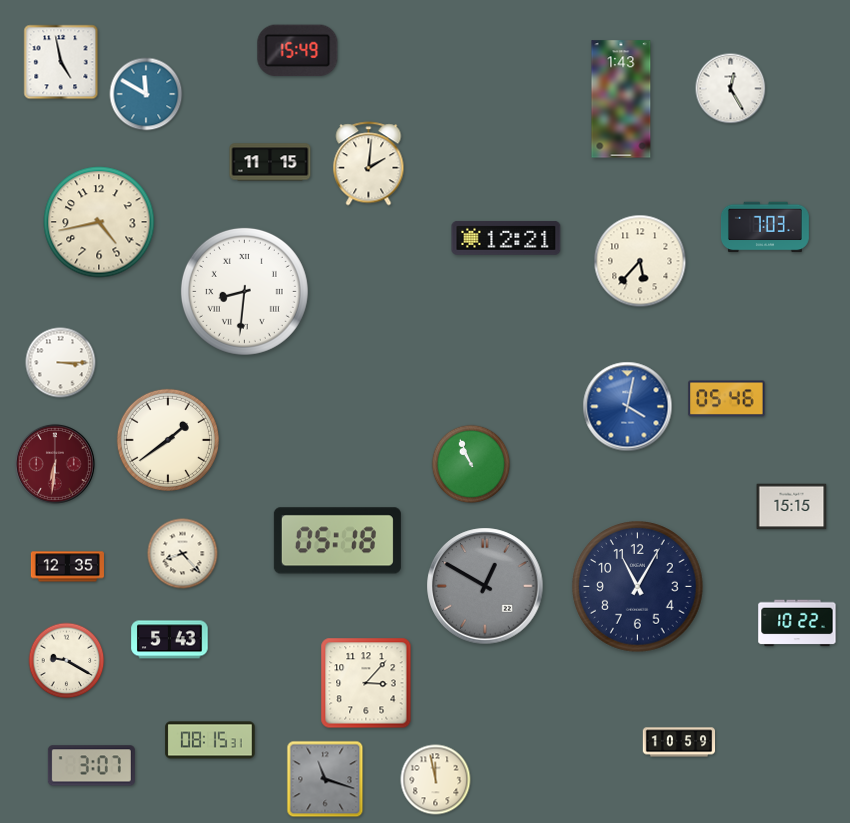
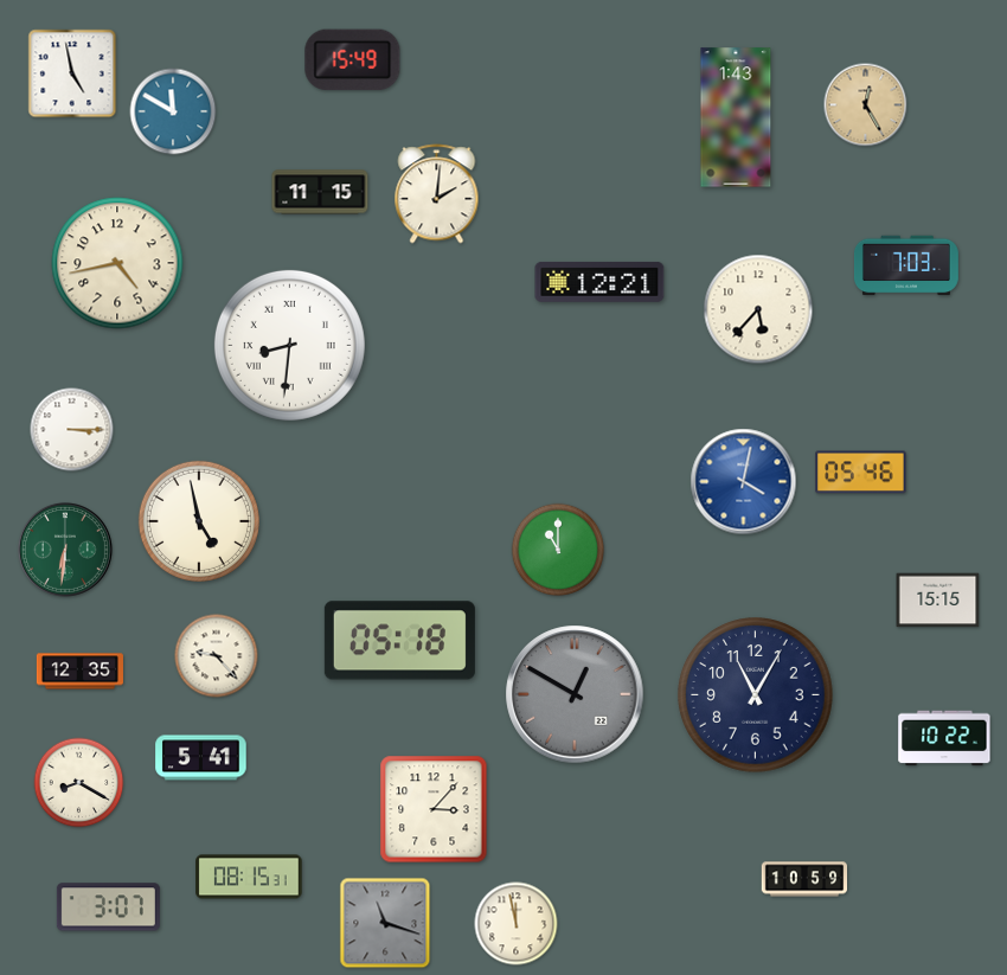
clock at (731, 89) dial: white -> champagne
clock at (765, 227) position: (765, 227) -> (906, 265)
clock at (168, 440): 1:39 -> 4:58
clock at (55, 464) dial: burgundy -> green
clock at (471, 464): 10:56 -> 11:00
clock at (183, 554): 8:23 -> 9:23
clock at (170, 640): 5:43 -> 5:41
clock at (67, 661): 9:20 -> 8:20
